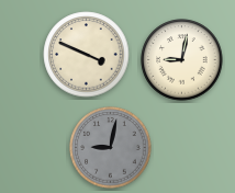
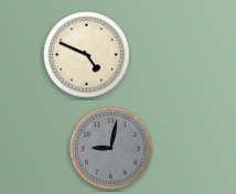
clock at (87, 55): 3:49 -> 4:49
clock at (182, 60): 9:02 -> none
